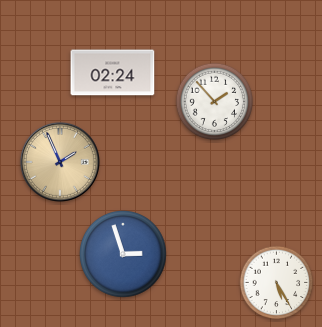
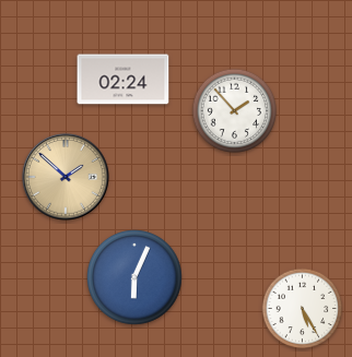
clock at (60, 162): 1:56 -> 1:52
clock at (124, 255): 2:57 -> 6:04
